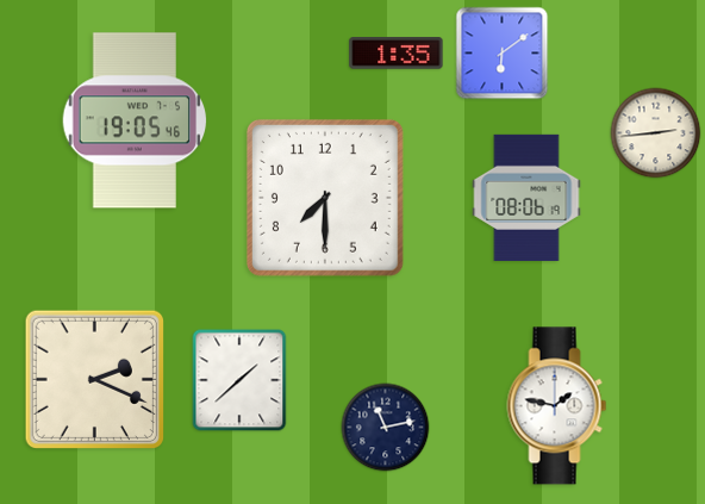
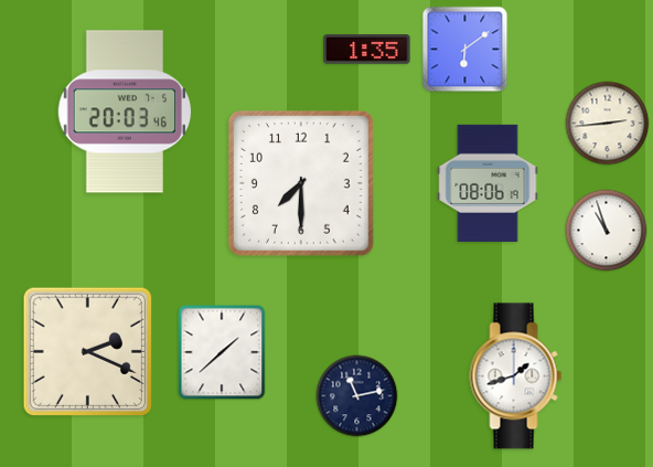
clock at (135, 120): 19:05 -> 20:03
clock at (607, 231): none -> 10:57
clock at (557, 406): 1:47 -> 1:42
